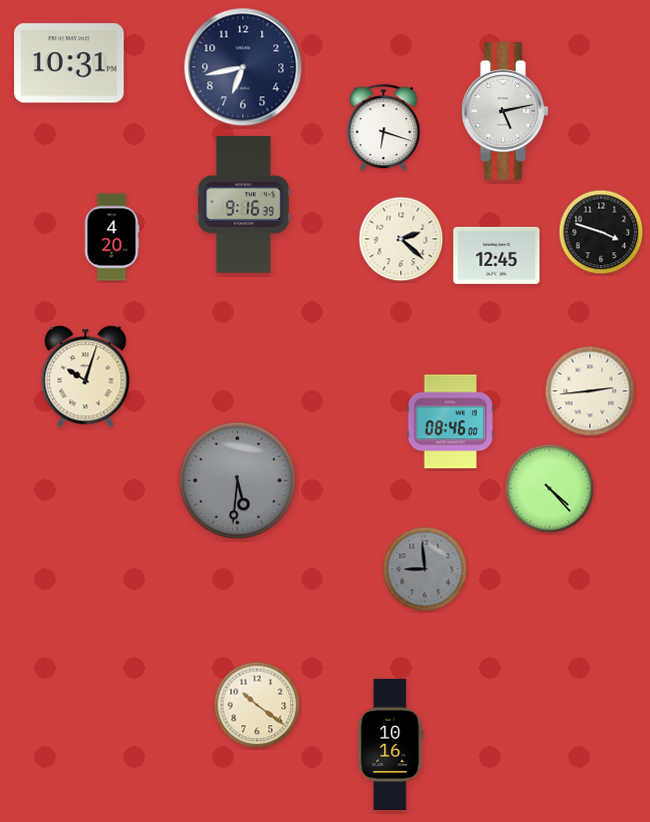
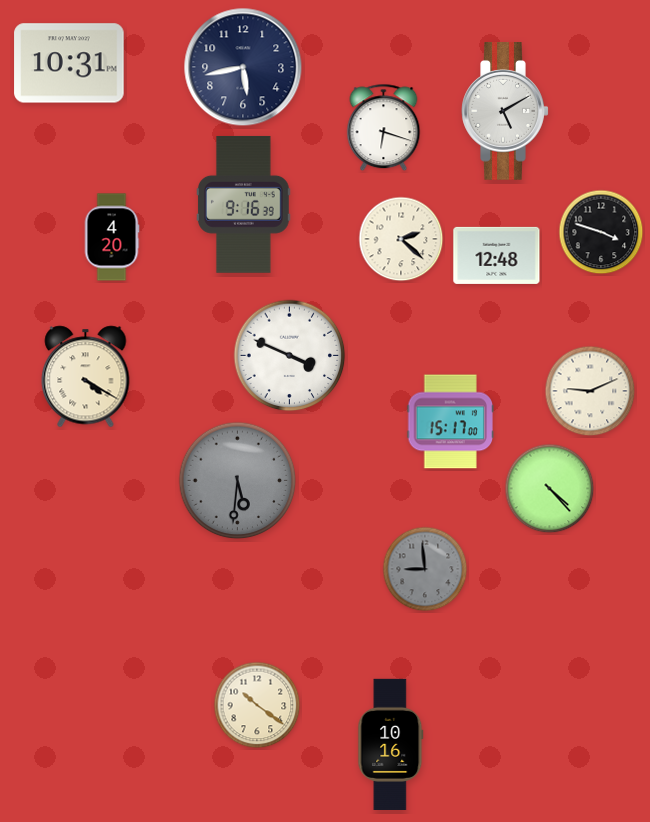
clock at (243, 67): 6:43 -> 5:43
clock at (505, 112): 5:13 -> 5:10
clock at (497, 255): 12:45 -> 12:48
clock at (290, 356): none -> 3:49
clock at (86, 377): 10:03 -> 4:20
clock at (590, 391): 2:44 -> 9:11
clock at (450, 422): 08:46 -> 15:17
